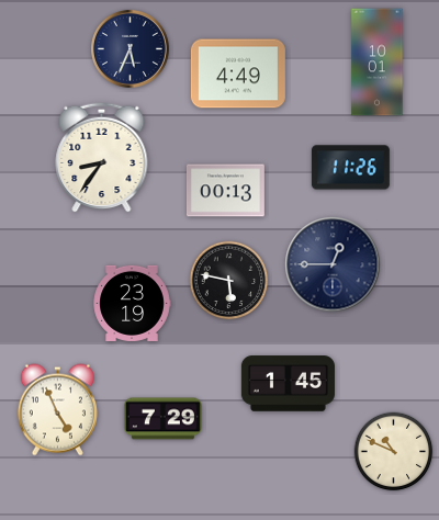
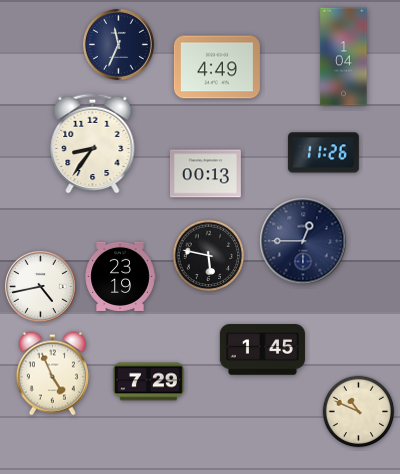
clock at (130, 48): 5:34 -> 11:34
clock at (378, 63): 10:01 -> 1:04
clock at (350, 168) position: (350, 168) -> (323, 153)
clock at (40, 286): none -> 4:43
